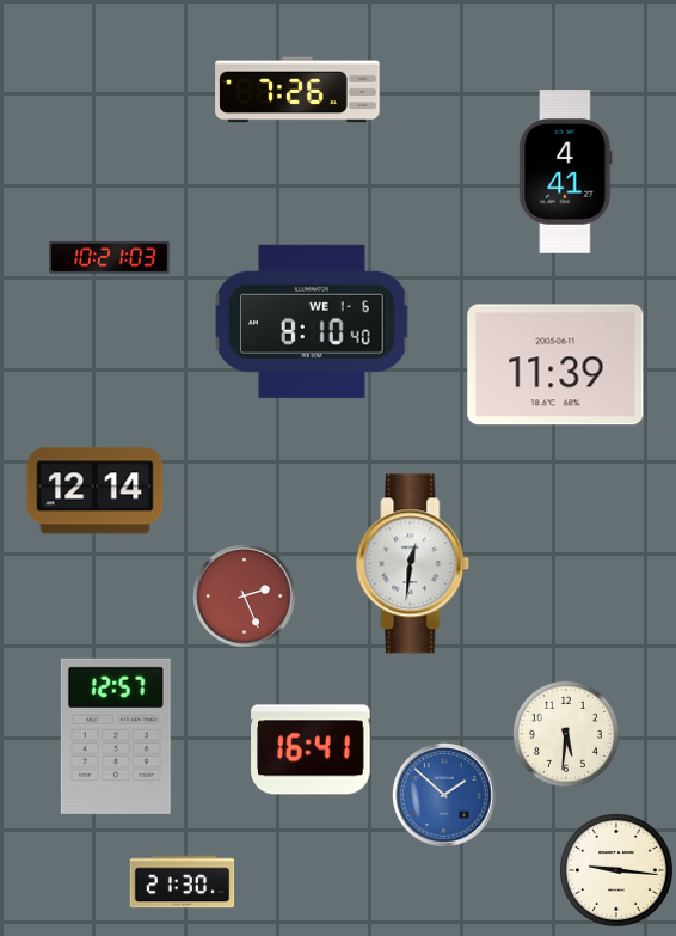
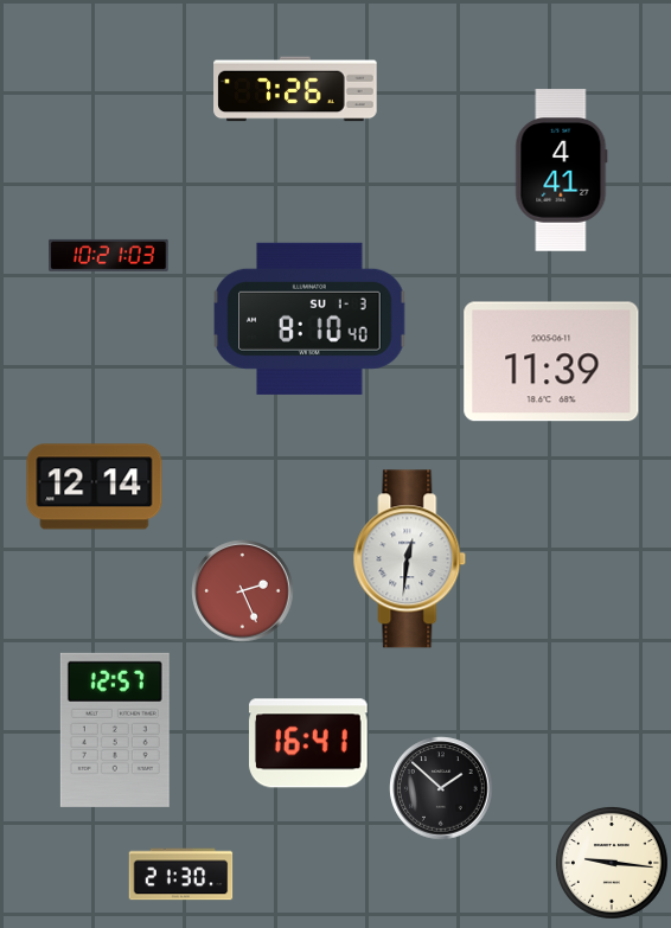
clock at (312, 322) date: WE 1-6 -> SU 1-3
clock at (567, 735): 5:31 -> none
clock at (444, 795) dial: blue -> black
